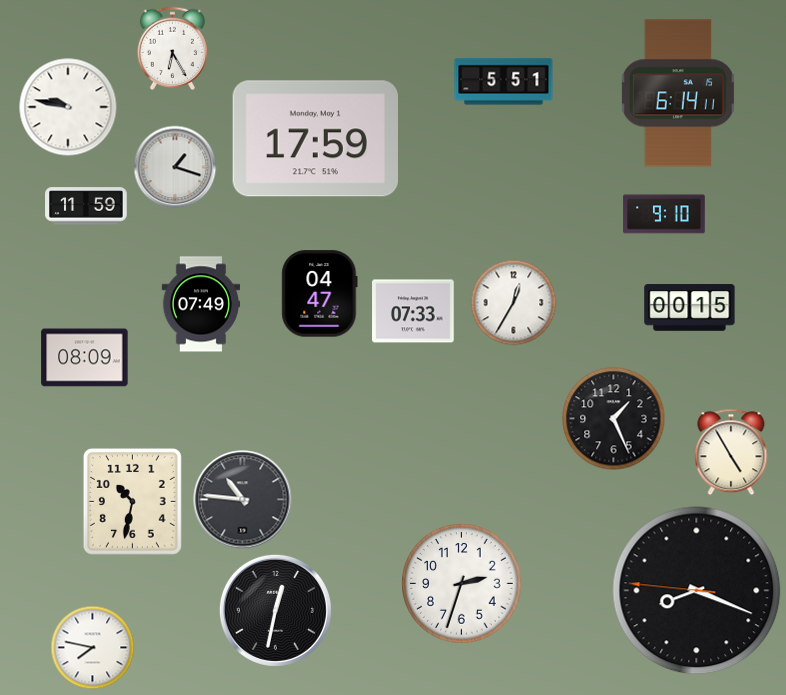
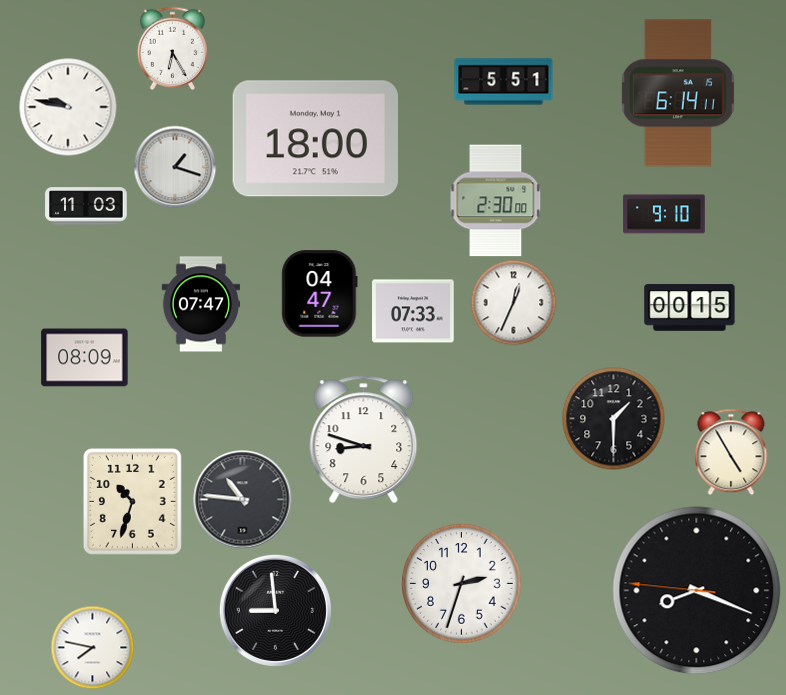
clock at (315, 139): 17:59 -> 18:00
clock at (496, 201): none -> 2:30
clock at (86, 206): 11:59 -> 11:03
clock at (513, 302): 12:35 -> 12:34
clock at (201, 304): 07:49 -> 07:47
clock at (614, 419): 1:26 -> 1:30
clock at (364, 440): none -> 8:48
clock at (132, 501): 10:32 -> 10:33
clock at (275, 610): 12:32 -> 8:59
